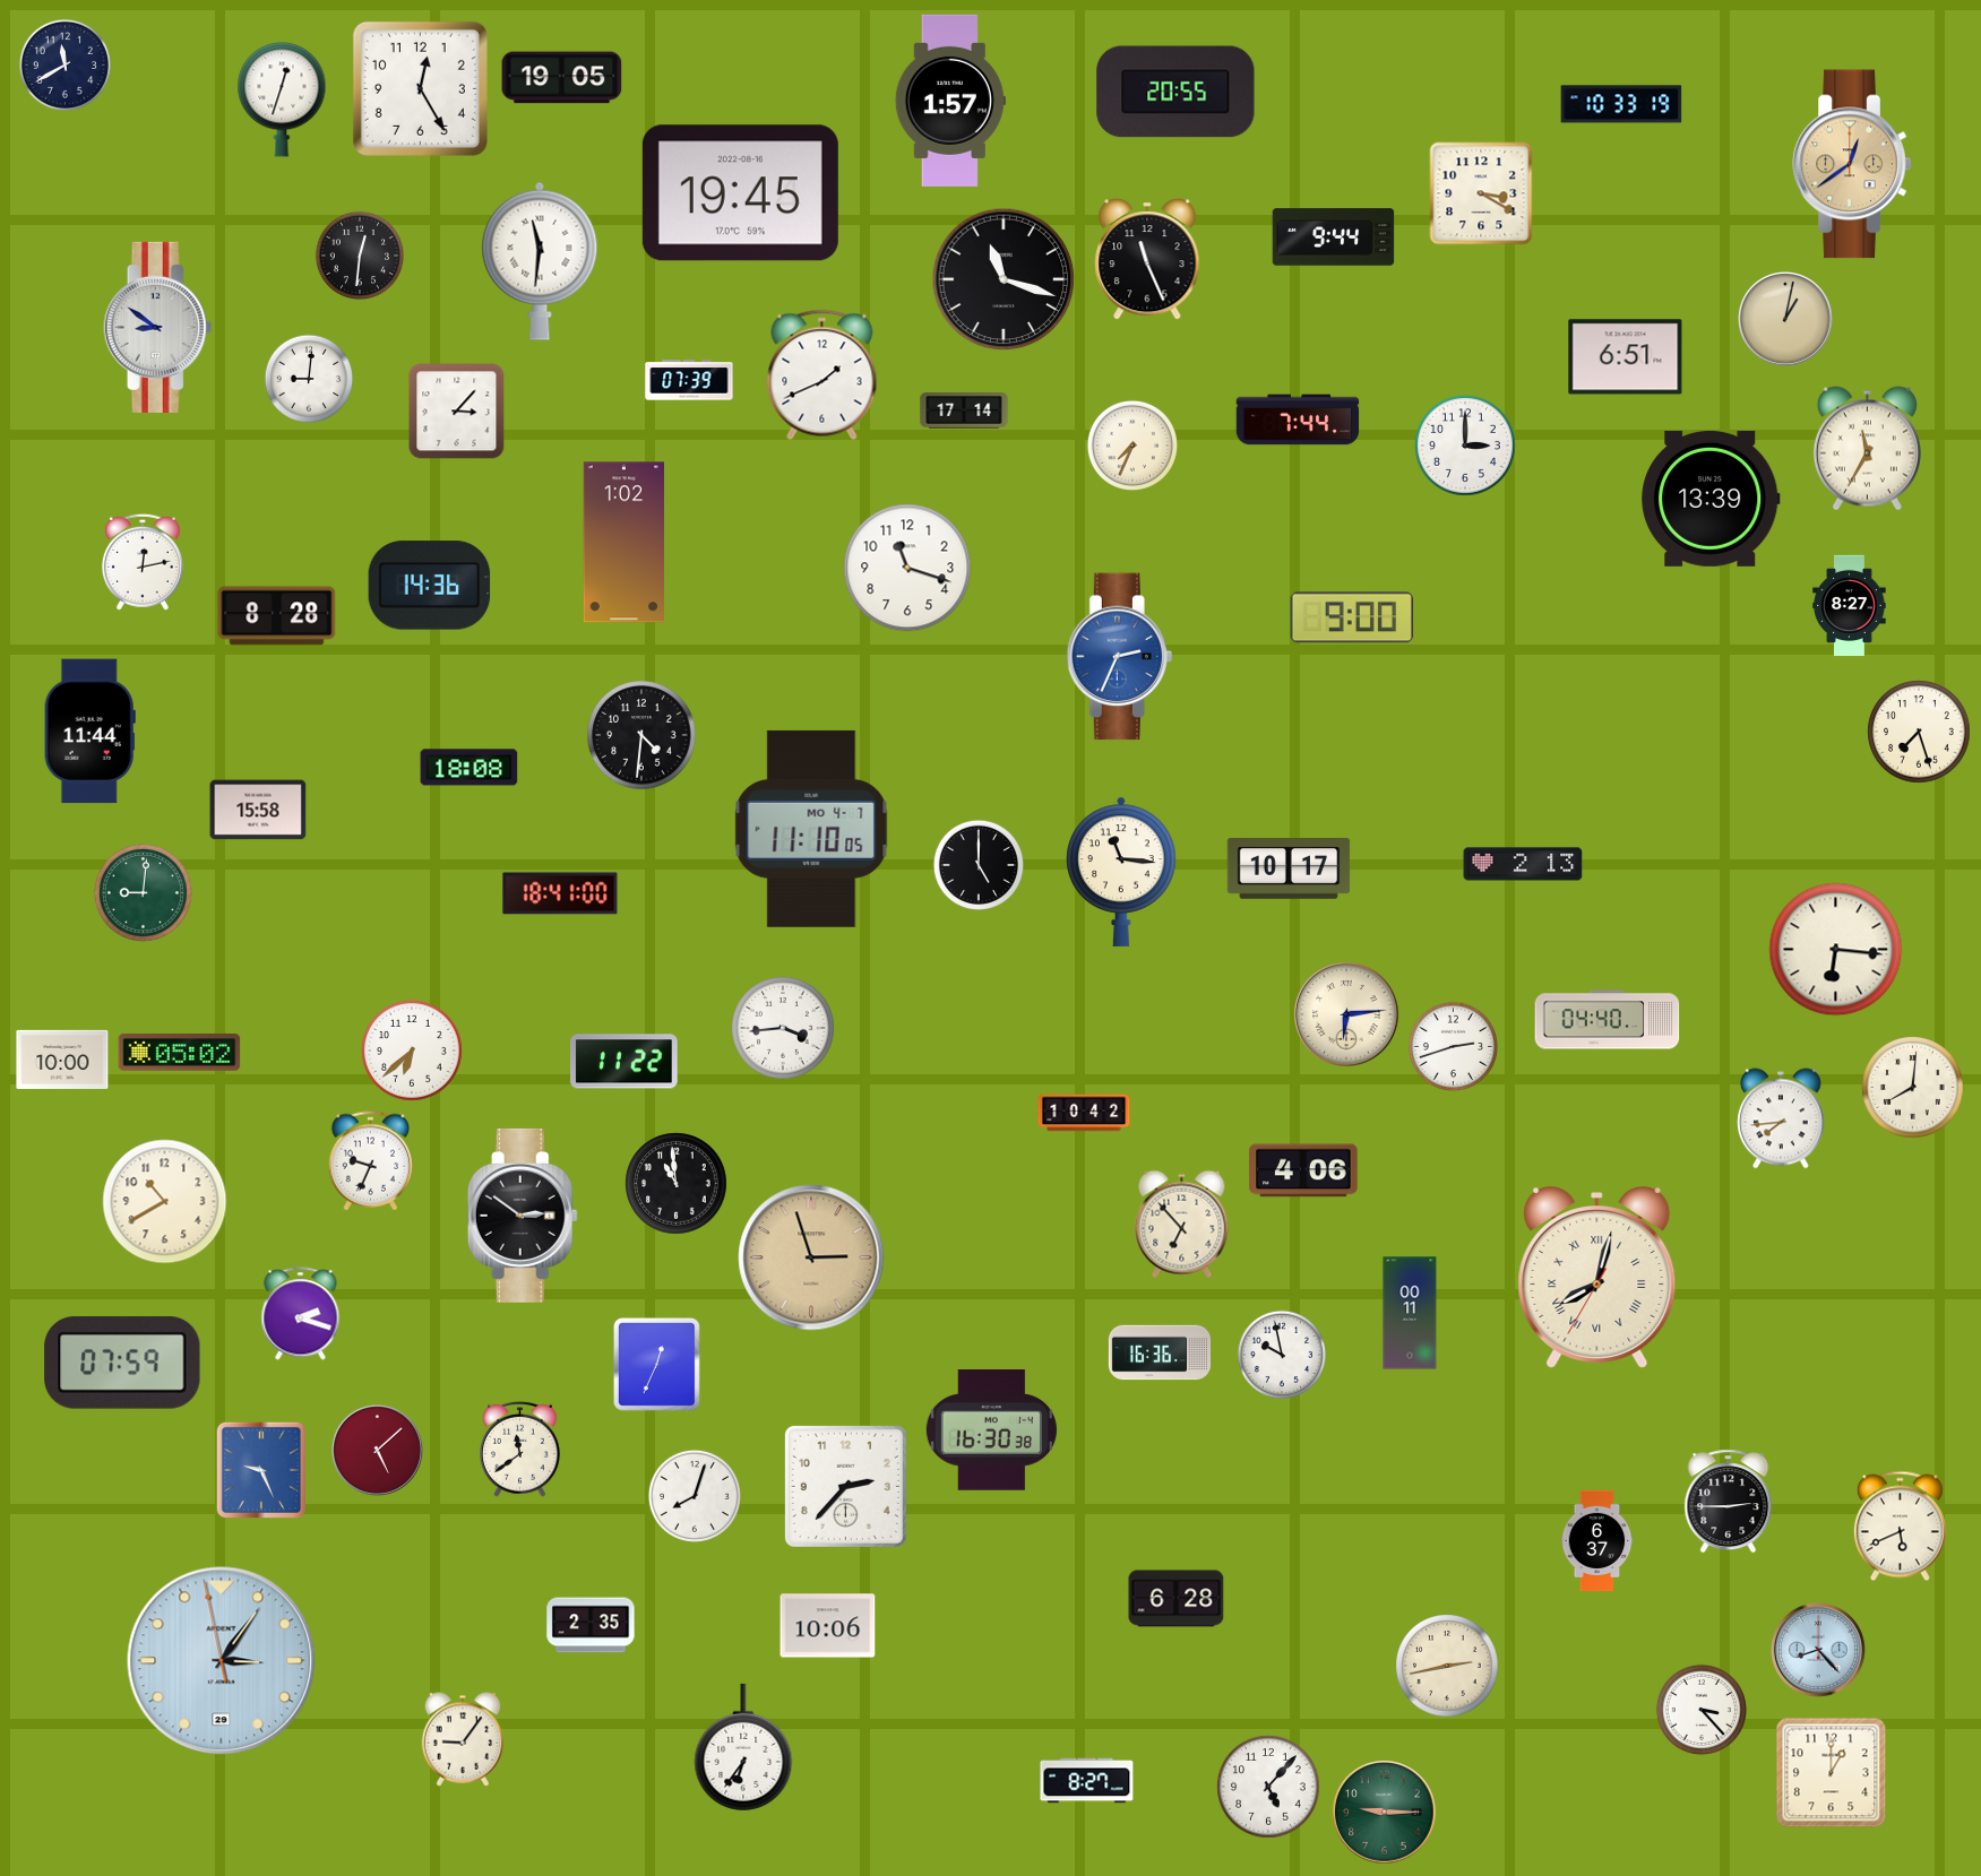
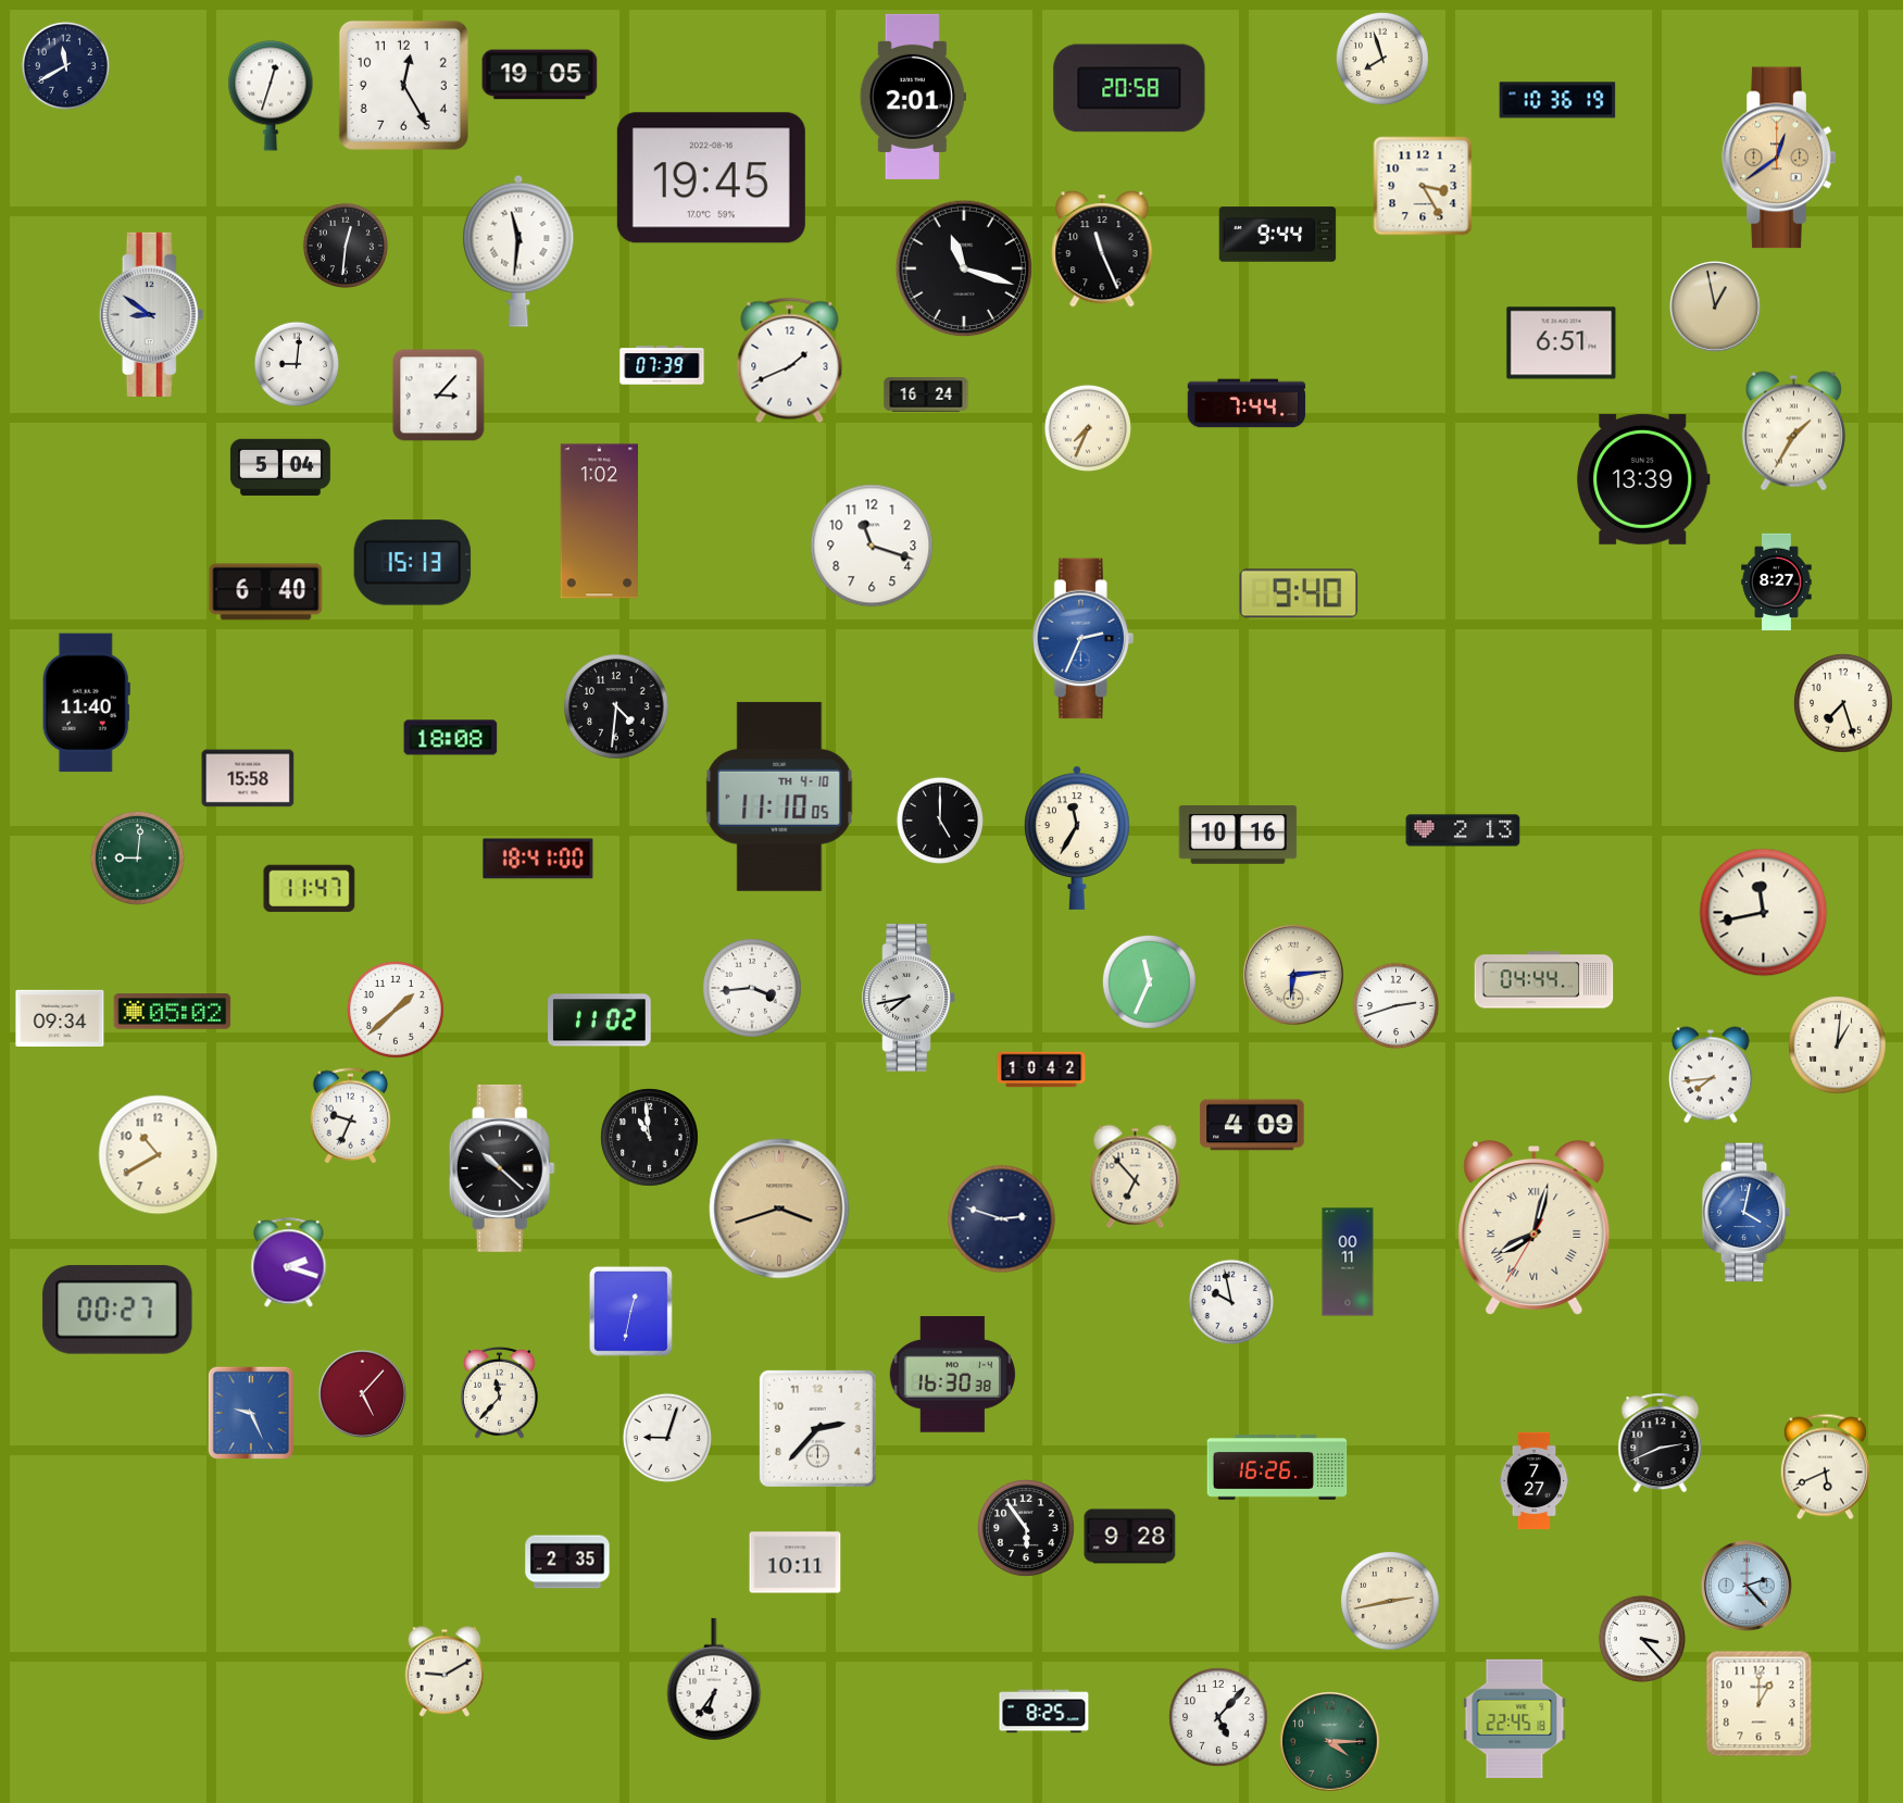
clock at (1382, 59): none -> 7:57
clock at (64, 64) position: (64, 64) -> (65, 65)
clock at (1175, 92): 20:55 -> 20:58
clock at (950, 101): 1:57 -> 2:01
clock at (1621, 104): 10:33 -> 10:36
clock at (740, 193) position: (740, 193) -> (711, 178)
clock at (1481, 193): 3:20 -> 3:25
clock at (1334, 237) position: (1334, 237) -> (1278, 235)
clock at (1785, 319): 1:02 -> 12:58
clock at (964, 410): 17:14 -> 16:24
clock at (1466, 447): 3:00 -> none
clock at (1867, 449): 11:35 -> 1:35
clock at (280, 467): none -> 5:04
clock at (143, 562): 12:13 -> none
clock at (430, 586): 14:36 -> 15:13
clock at (277, 616): 8:28 -> 6:40
clock at (1352, 617): 9:00 -> 9:40
clock at (1119, 657) position: (1119, 657) -> (1082, 639)
clock at (89, 732): 11:44 -> 11:40
clock at (811, 829) date: MO 4-7 -> TH 4-10
clock at (979, 865) position: (979, 865) -> (940, 821)
clock at (1289, 868): 10:17 -> 10:16
clock at (1121, 872): 11:16 -> 11:35
clock at (310, 889): none -> 11:47
clock at (1836, 950): 6:16 -> 11:43
clock at (1608, 1020): 04:40 -> 04:44
clock at (1149, 981): none -> 11:34
clock at (909, 998): none -> 7:43
clock at (413, 1052): 6:38 -> 1:38
clock at (62, 1060): 10:00 -> 09:34
clock at (625, 1062): 11:22 -> 11:02
clock at (1913, 1088): 8:01 -> 1:01
clock at (370, 1161) position: (370, 1161) -> (350, 1116)
clock at (1303, 1170): 4:06 -> 4:09
clock at (523, 1216): 2:51 -> 10:22
clock at (811, 1257): 2:57 -> 3:42
clock at (1748, 1213): none -> 4:02
clock at (1002, 1219): none -> 2:48
clock at (1410, 1313) position: (1410, 1313) -> (1348, 1262)
clock at (1159, 1352): 16:36 -> none
clock at (122, 1363): 07:59 -> 00:27
clock at (656, 1364): 12:34 -> 12:32
clock at (520, 1449): 11:39 -> 11:37
clock at (377, 1450): 5:08 -> 5:07
clock at (845, 1486) position: (845, 1486) -> (817, 1428)
clock at (695, 1496): 8:03 -> 9:03
clock at (1729, 1502): 2:45 -> 2:41
clock at (1277, 1467): none -> 16:26
clock at (1597, 1541): 6:37 -> 7:27
clock at (1027, 1529): none -> 5:54
clock at (1177, 1599): 6:28 -> 9:28
clock at (828, 1626): 10:06 -> 10:11
clock at (1818, 1650): 8:23 -> 2:23
clock at (222, 1661): 3:05 -> none
clock at (1702, 1710) position: (1702, 1710) -> (1642, 1639)
clock at (463, 1739): 9:06 -> 9:10
clock at (1087, 1781): 8:27 -> 8:25
clock at (1515, 1718): none -> 22:45
clock at (1385, 1813): 9:15 -> 4:15
